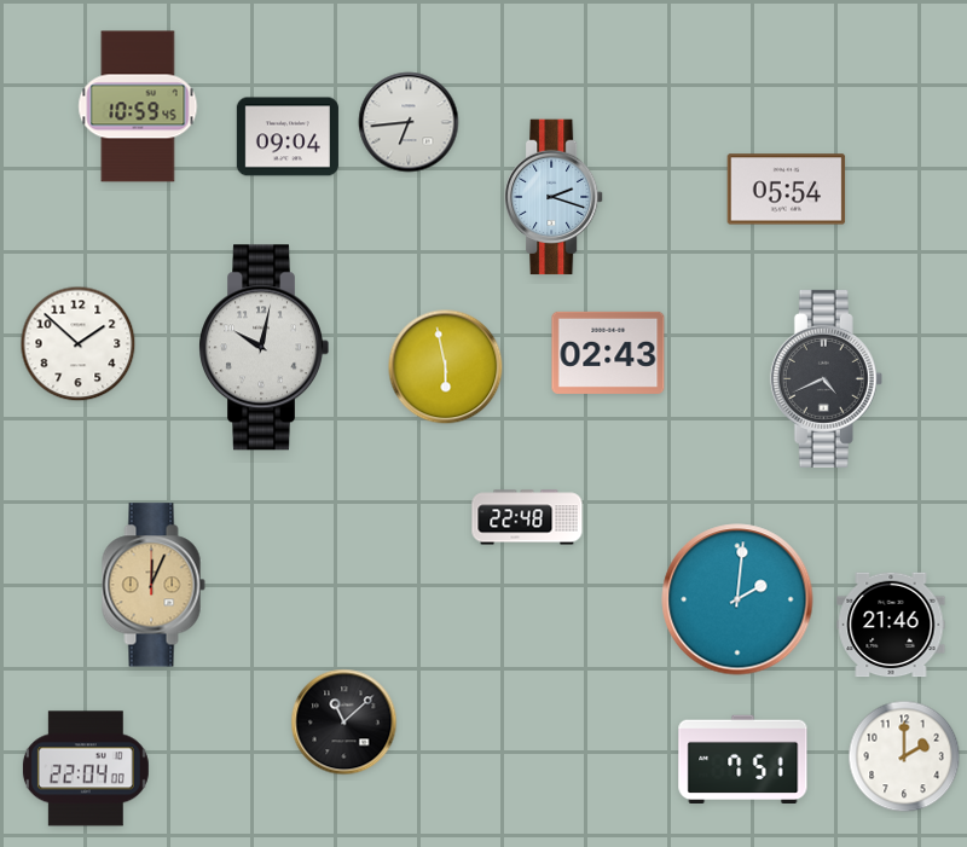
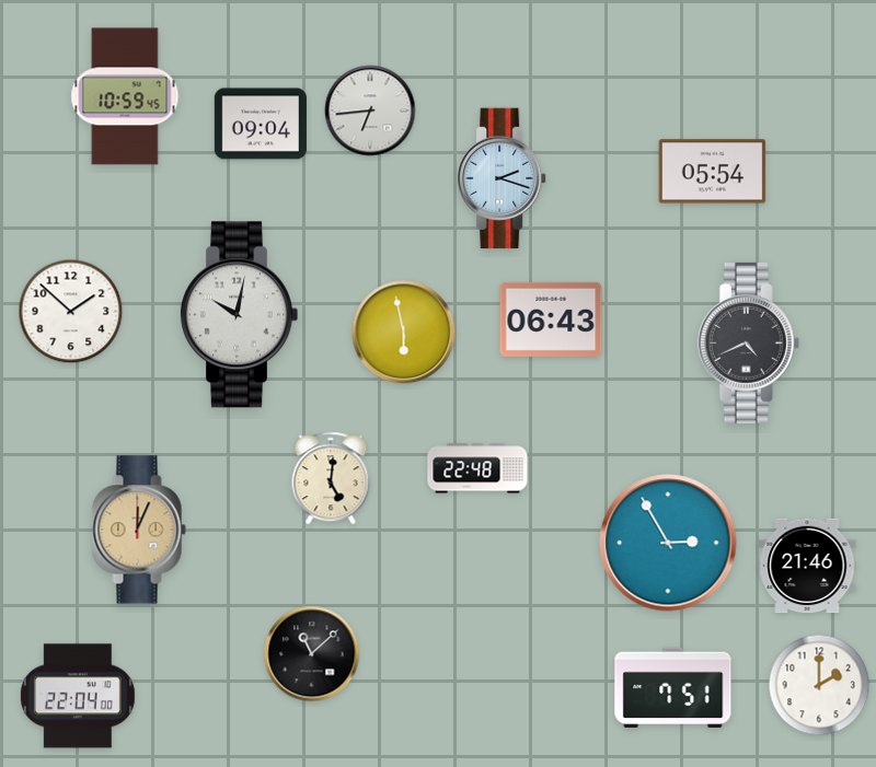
clock at (608, 353): 02:43 -> 06:43
clock at (331, 478): none -> 5:01
clock at (737, 599): 2:01 -> 2:55
